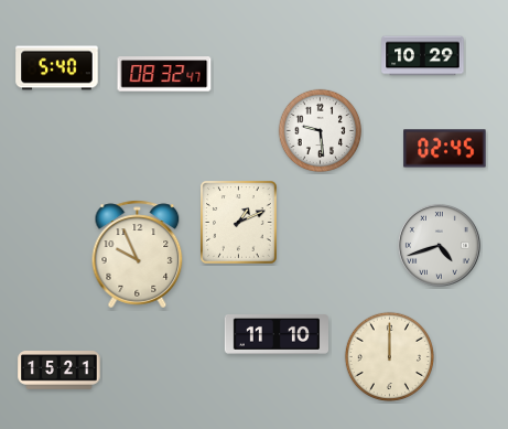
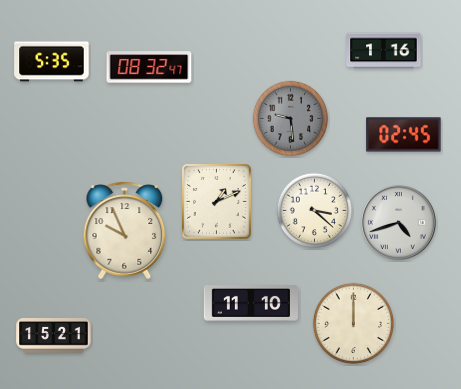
clock at (423, 56): 10:29 -> 1:16
clock at (57, 68): 5:40 -> 5:35
clock at (321, 131) dial: white -> grey
clock at (315, 211): none -> 3:22
